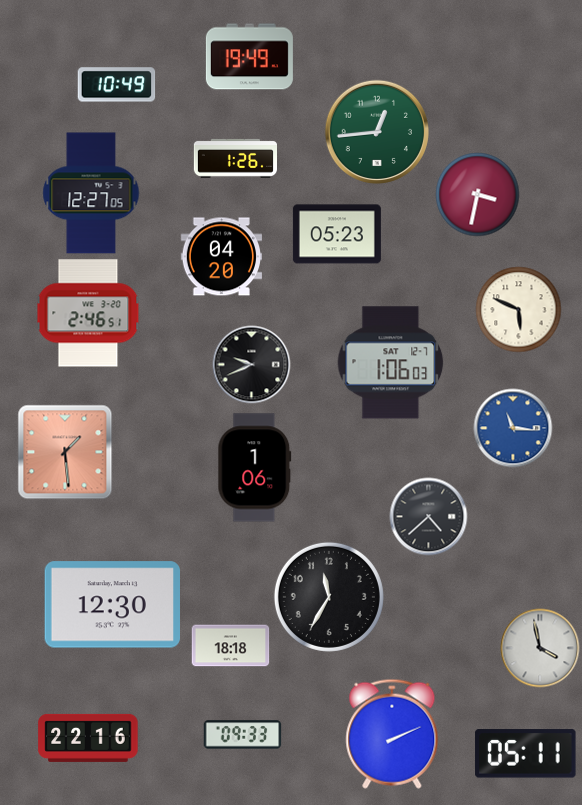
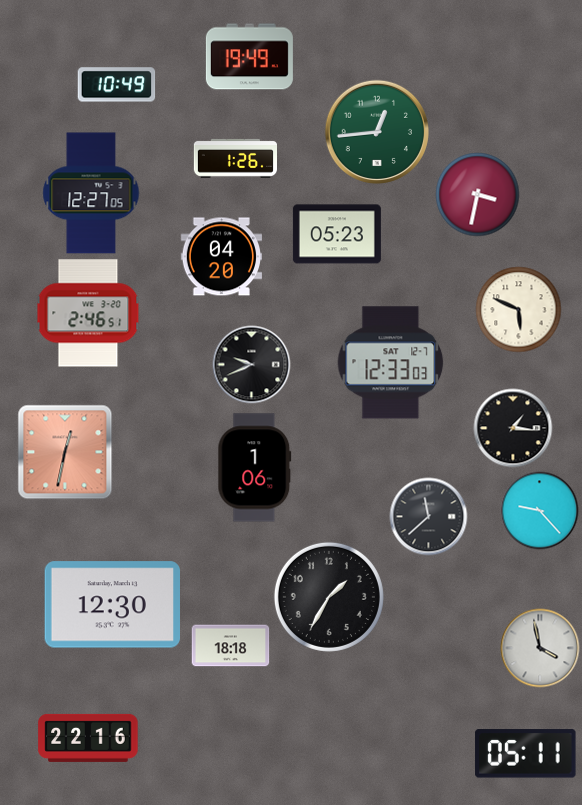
clock at (391, 363): 1:06 -> 12:33
clock at (513, 428): 11:16 -> 1:16
clock at (513, 428) dial: blue -> black
clock at (65, 452): 1:29 -> 12:32
clock at (539, 510): none -> 9:23
clock at (428, 516): 4:38 -> 11:38
clock at (329, 597): 11:35 -> 1:35
clock at (392, 734): 2:11 -> none
clock at (242, 735): 09:33 -> none
